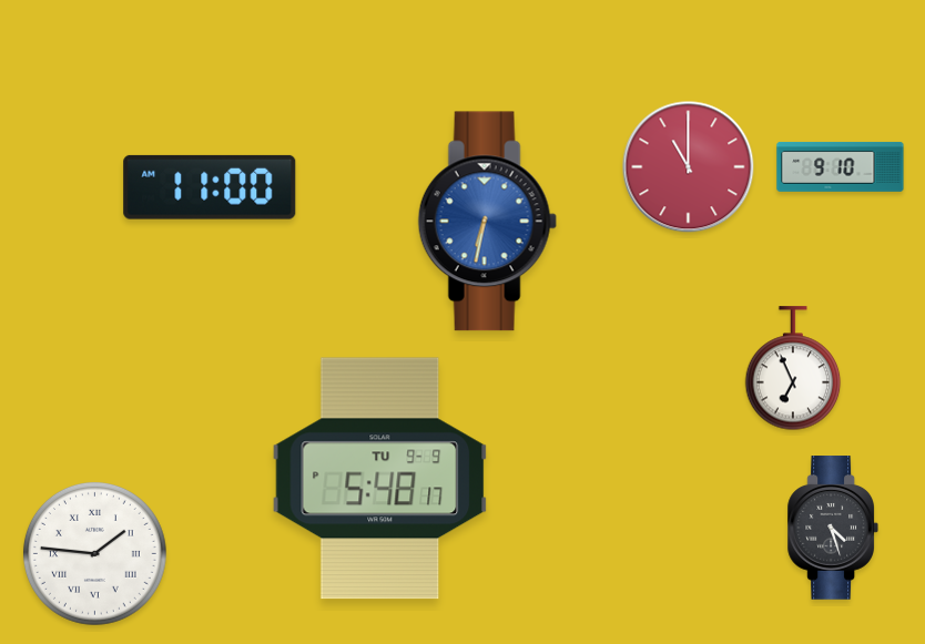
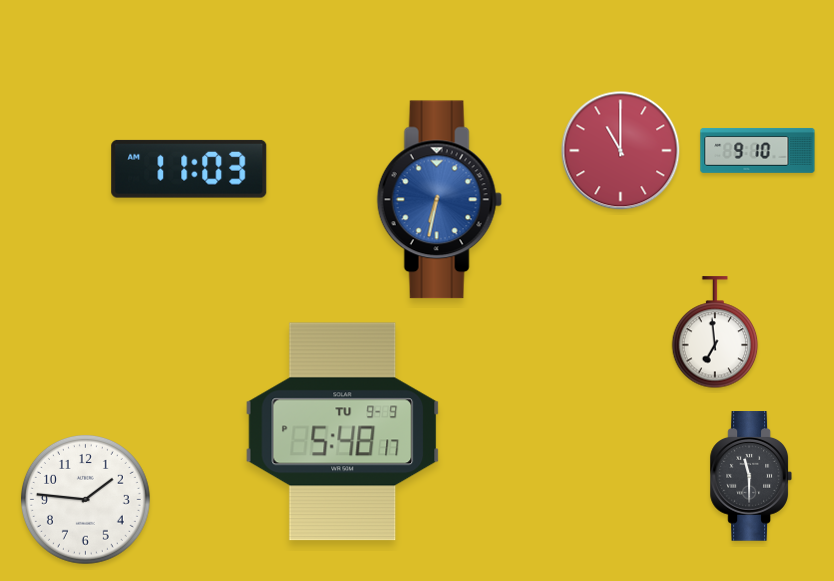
clock at (210, 187): 11:00 -> 11:03
clock at (793, 369): 6:56 -> 6:59
clock at (832, 528): 4:27 -> 11:30
clock at (94, 553) numerals: Roman -> Arabic
